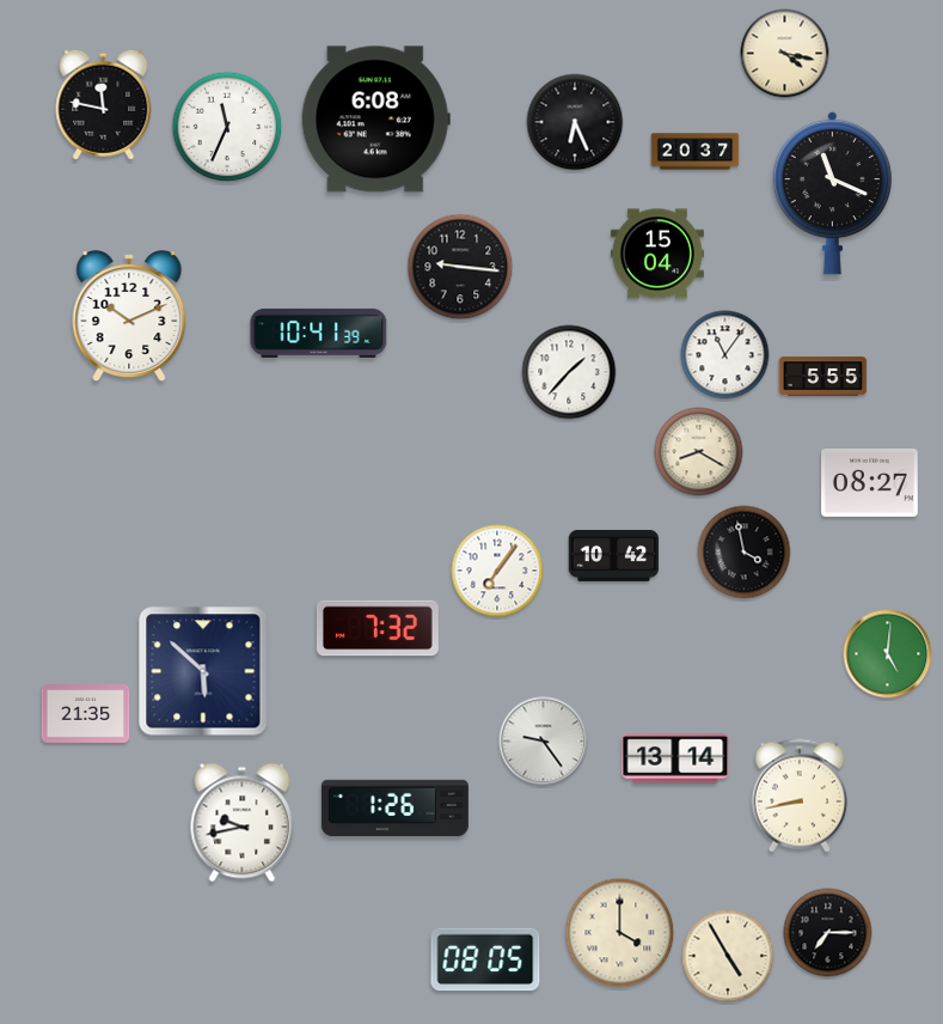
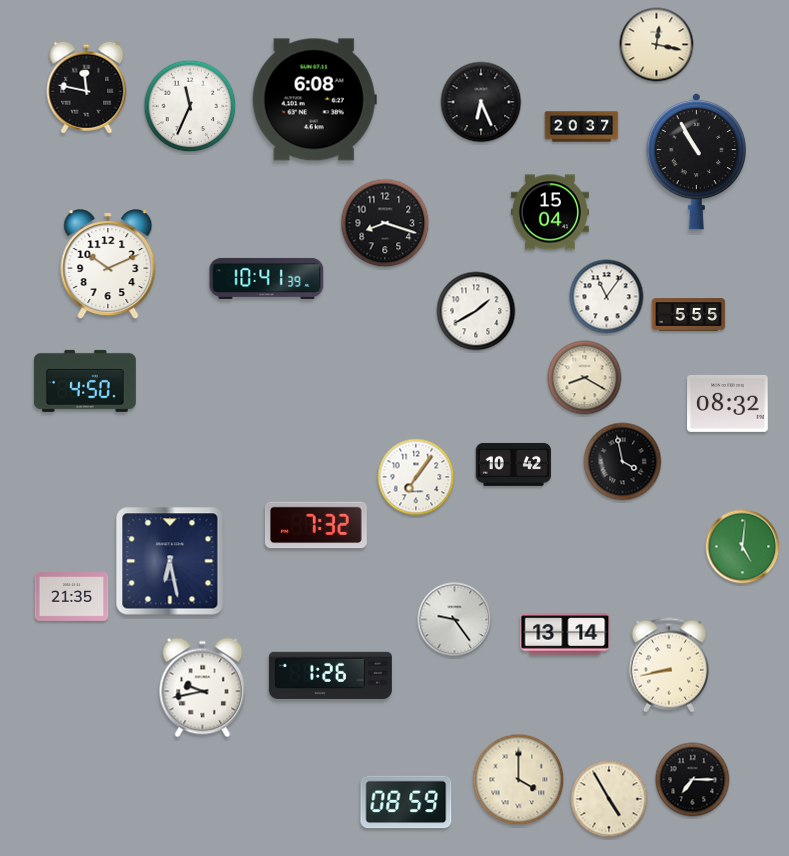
clock at (785, 54): 4:17 -> 12:17
clock at (833, 193): 11:19 -> 10:55
clock at (460, 267): 9:16 -> 8:18
clock at (569, 372): 1:37 -> 1:40
clock at (85, 381): none -> 4:50
clock at (870, 482): 08:27 -> 08:32
clock at (203, 671): 5:52 -> 6:28
clock at (485, 959): 08:05 -> 08:59
